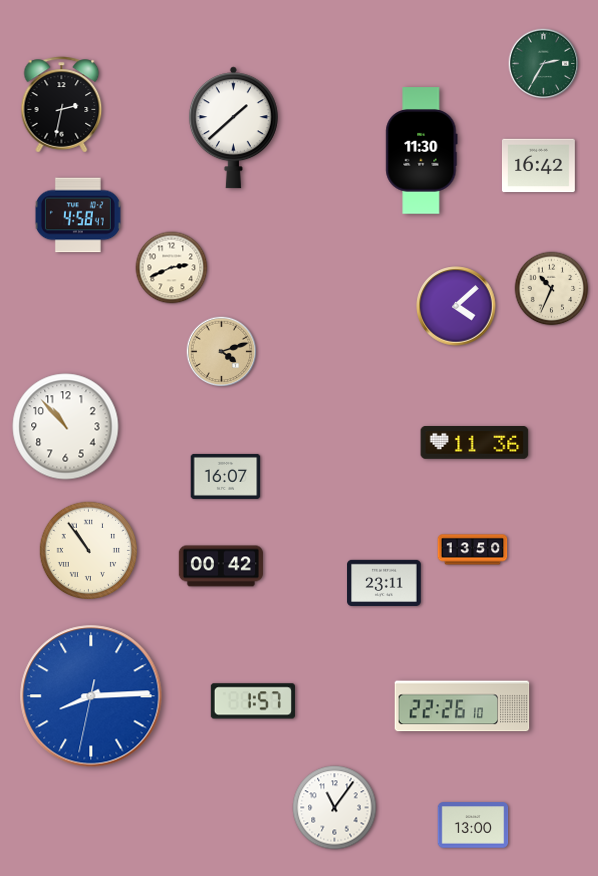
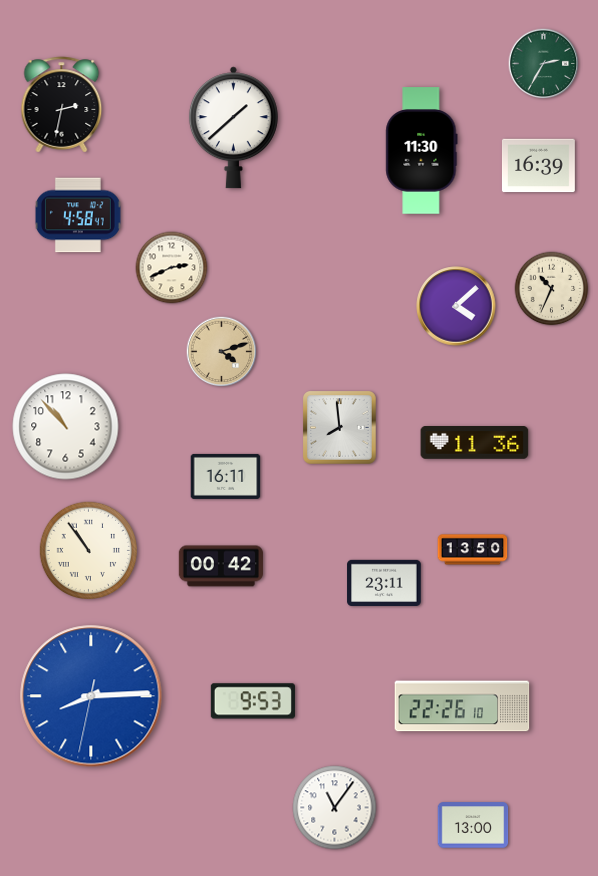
clock at (538, 166): 16:42 -> 16:39
clock at (340, 428): none -> 7:59
clock at (226, 476): 16:07 -> 16:11
clock at (253, 701): 1:57 -> 9:53
